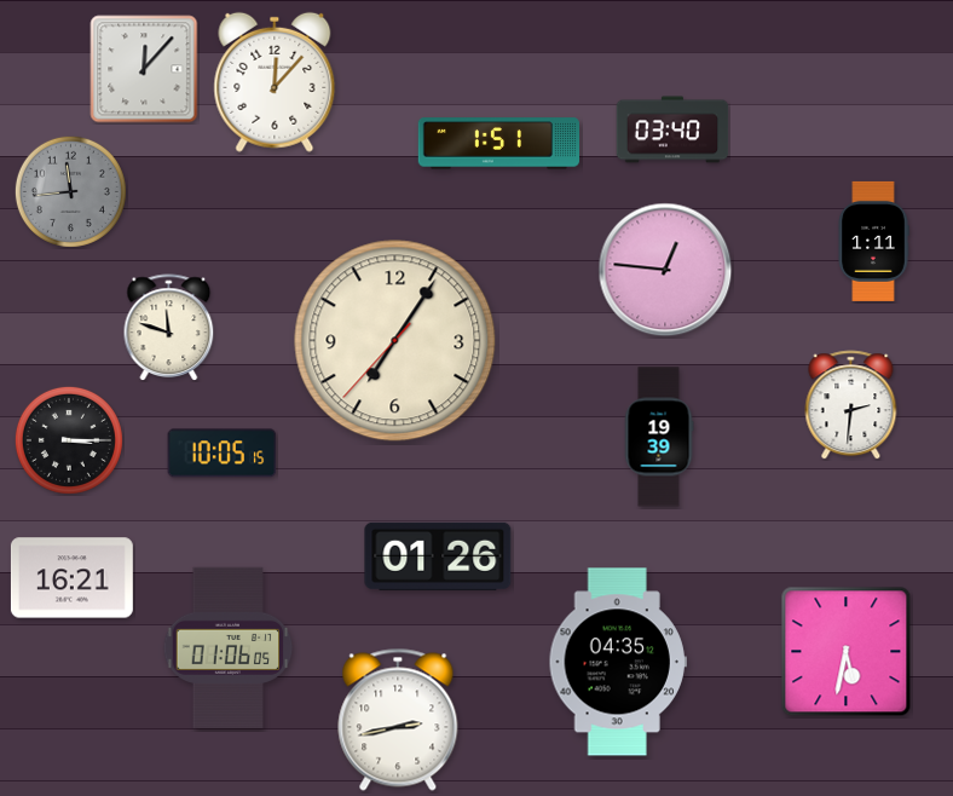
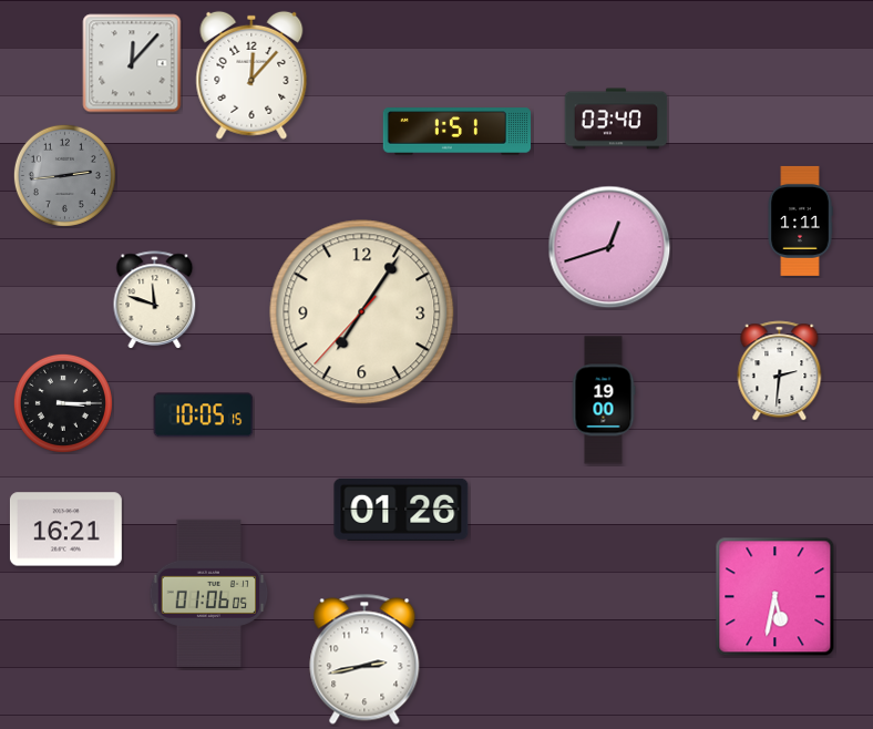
clock at (70, 191): 11:44 -> 2:44
clock at (665, 270): 12:46 -> 12:42
clock at (659, 437): 19:39 -> 19:00
clock at (618, 662): 04:35 -> none
